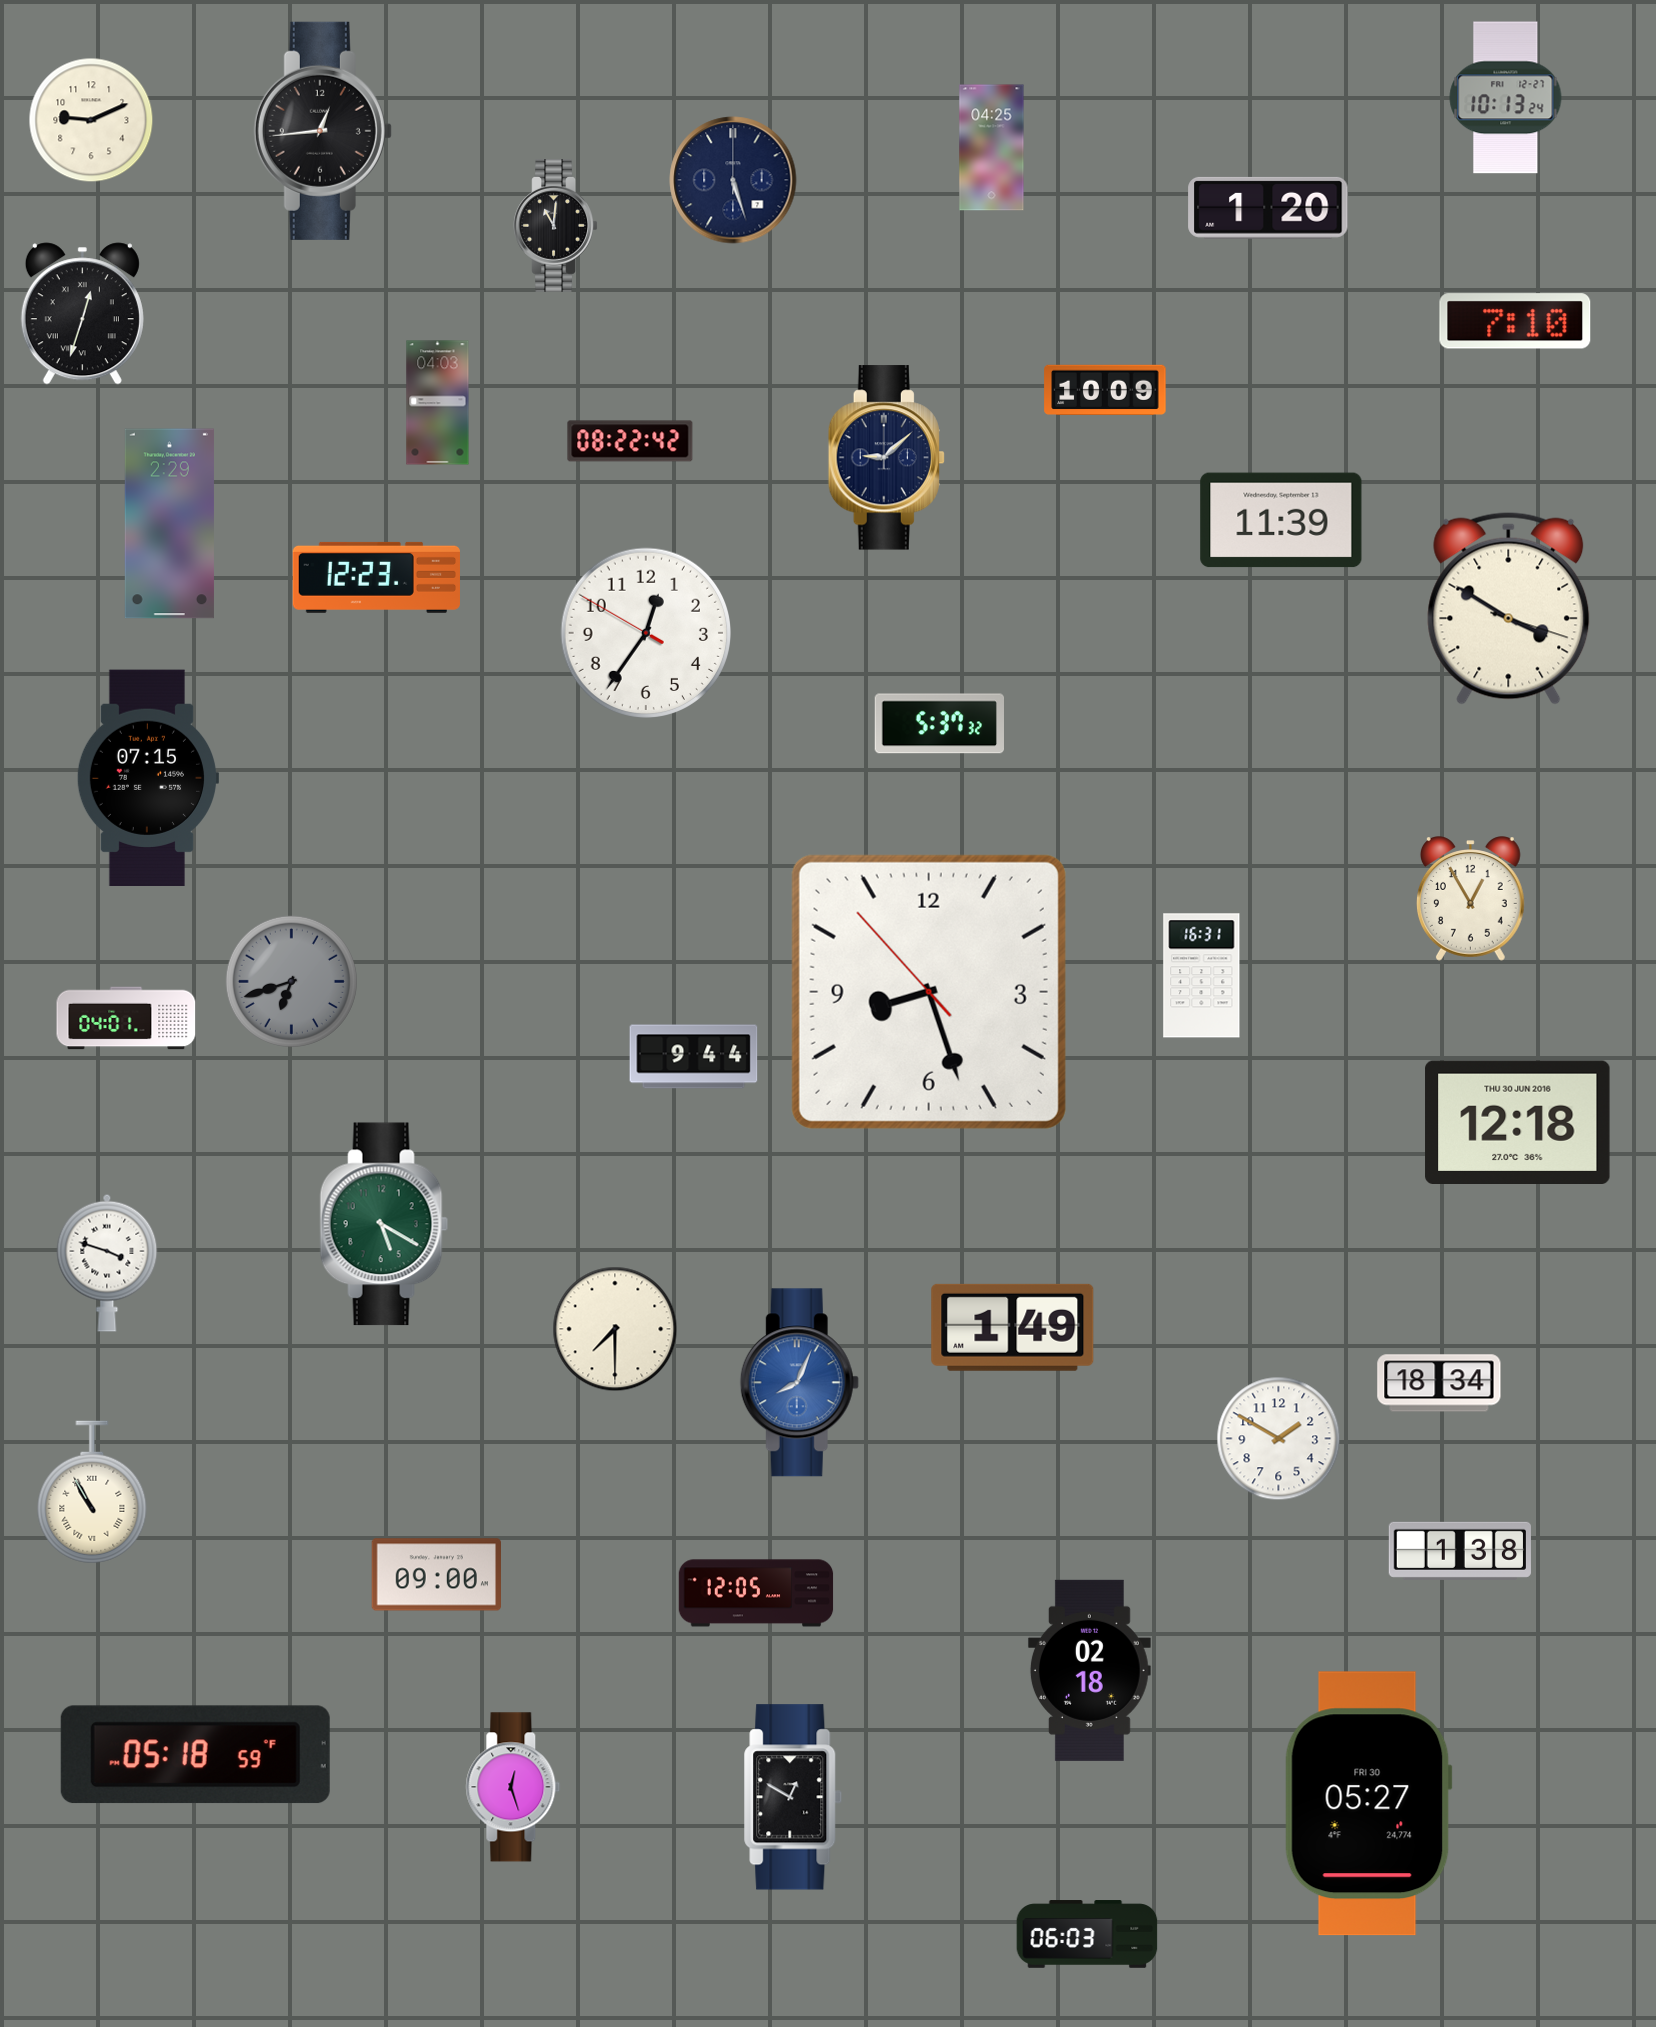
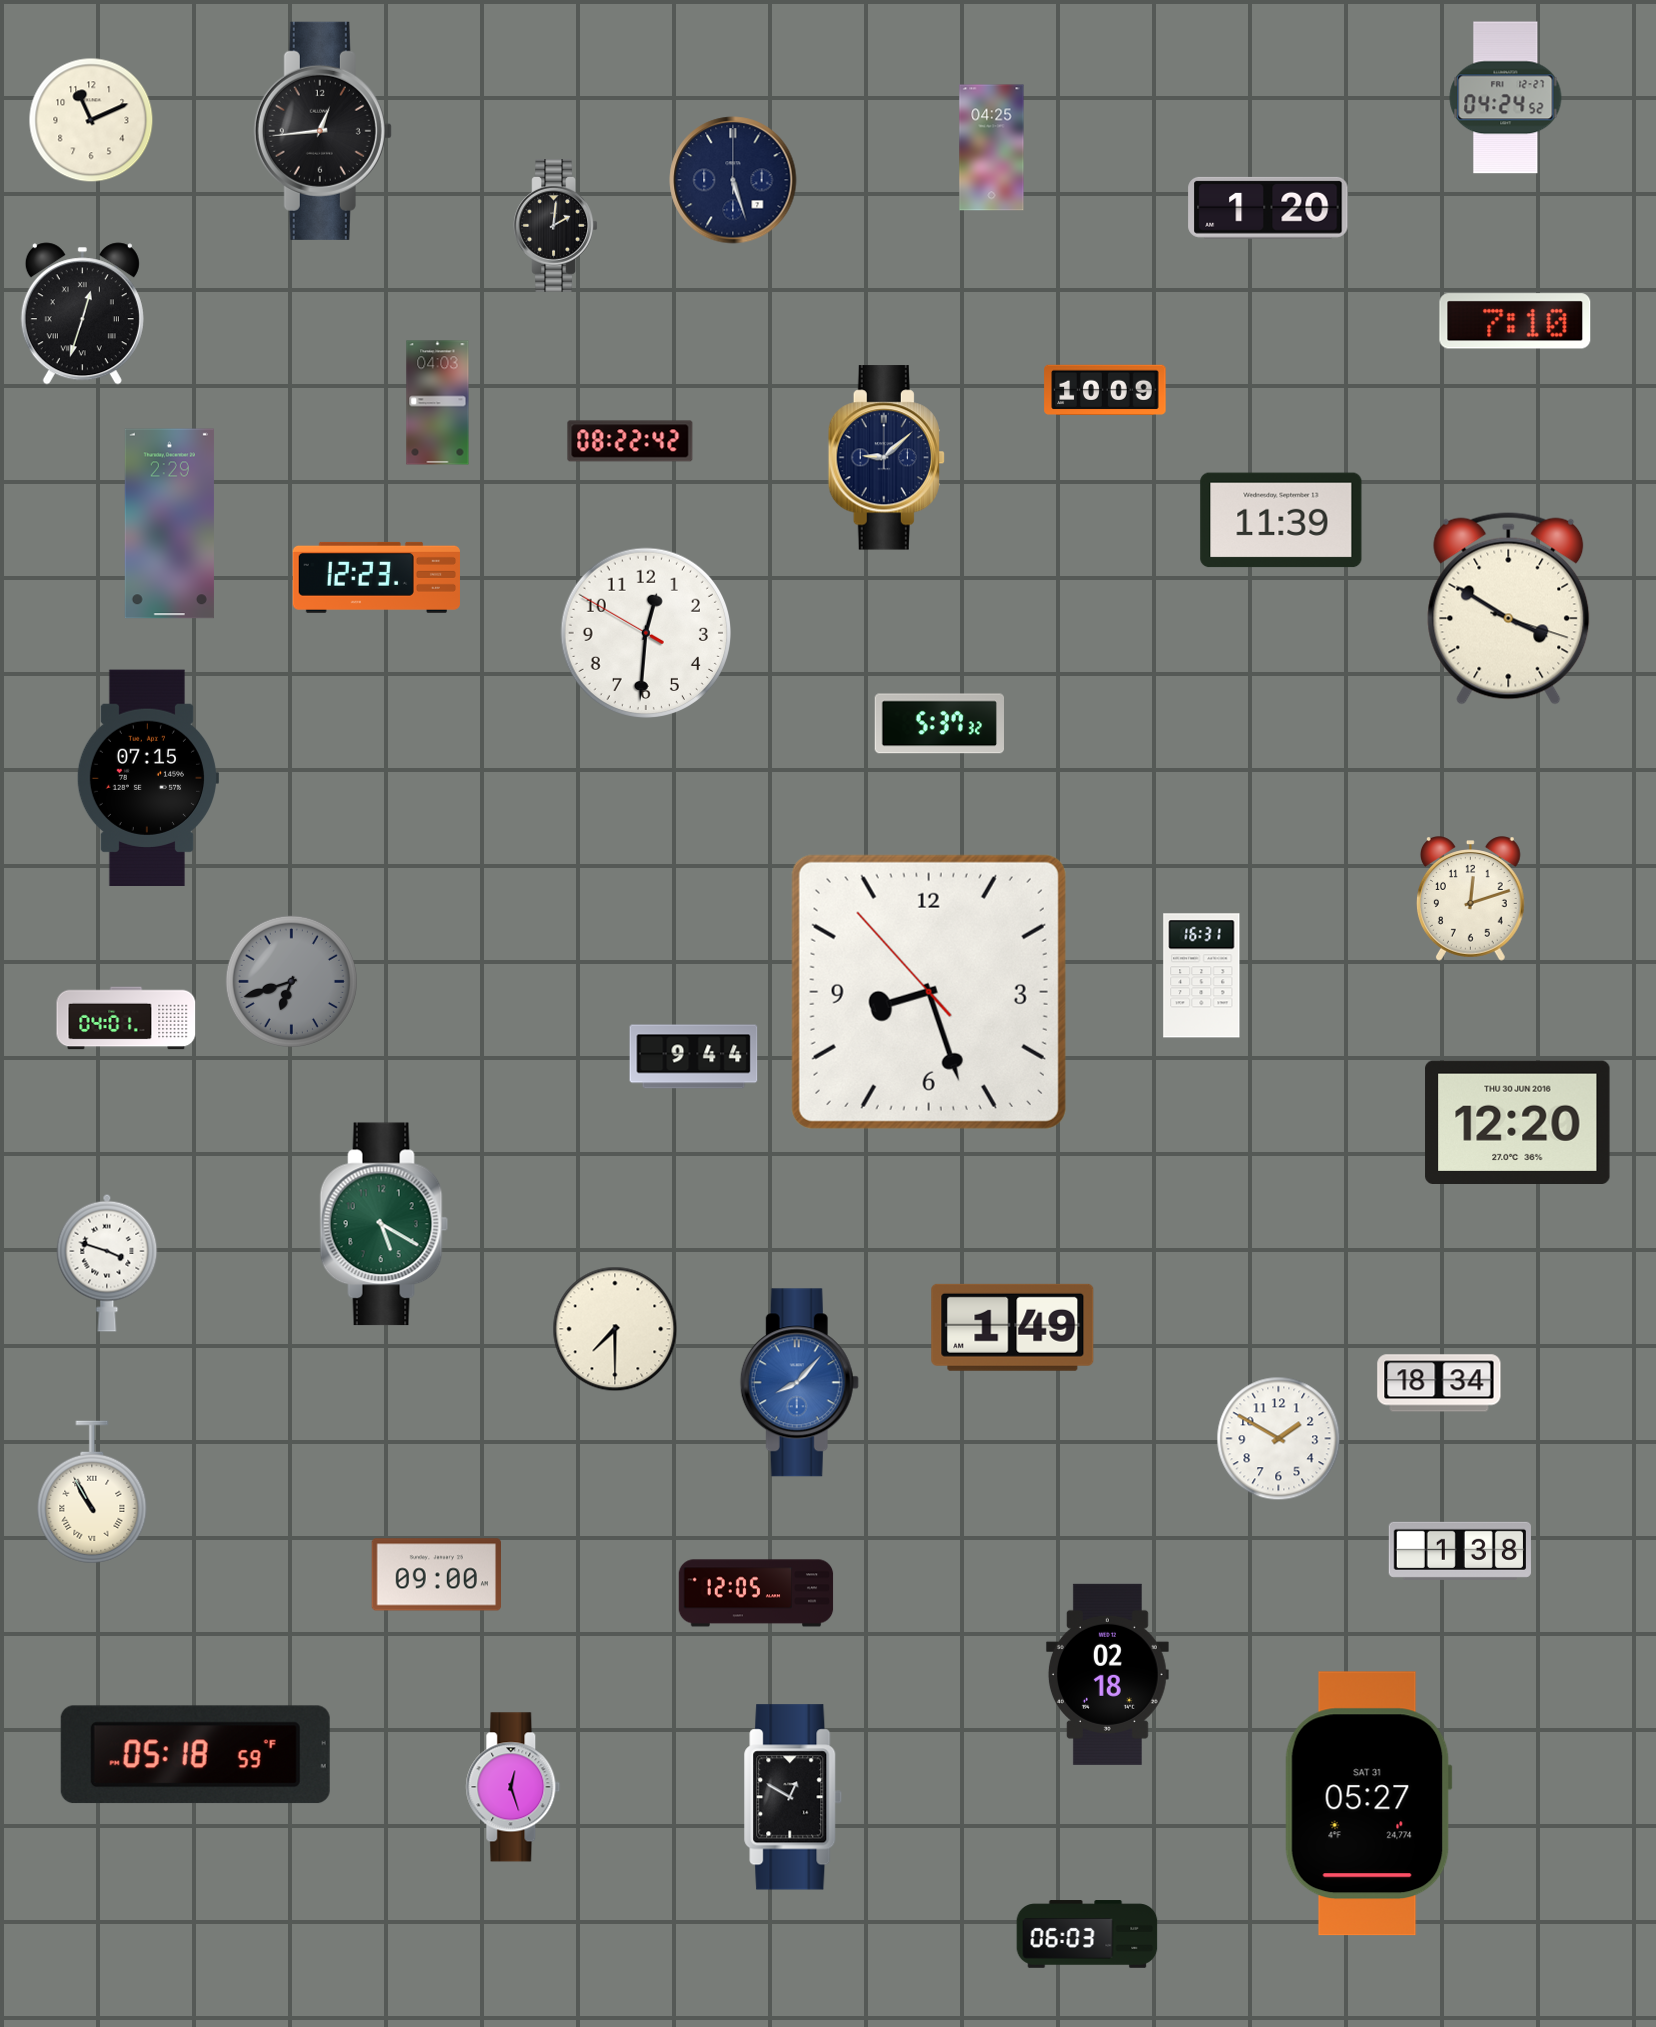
clock at (1506, 98): 10:13 -> 04:24
clock at (91, 120): 9:11 -> 11:11
clock at (556, 226): 11:01 -> 2:01
clock at (646, 633): 12:35 -> 12:30
clock at (1471, 899): 12:55 -> 12:12
clock at (1518, 1122): 12:18 -> 12:20
clock at (799, 1383): 8:04 -> 8:07
clock at (1089, 1670) position: (1089, 1670) -> (1107, 1674)
clock at (1368, 1804) date: FRI 30 -> SAT 31
